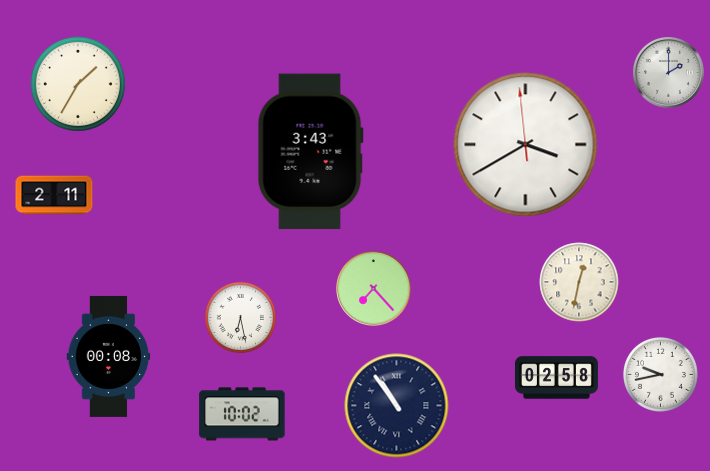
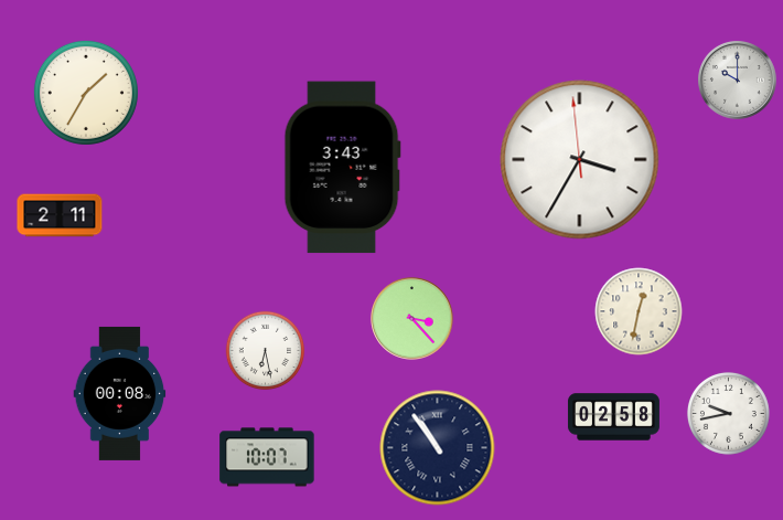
clock at (669, 73): 2:00 -> 10:00
clock at (526, 145): 3:39 -> 3:34
clock at (374, 289): 7:23 -> 3:23
clock at (242, 414): 10:02 -> 10:07
